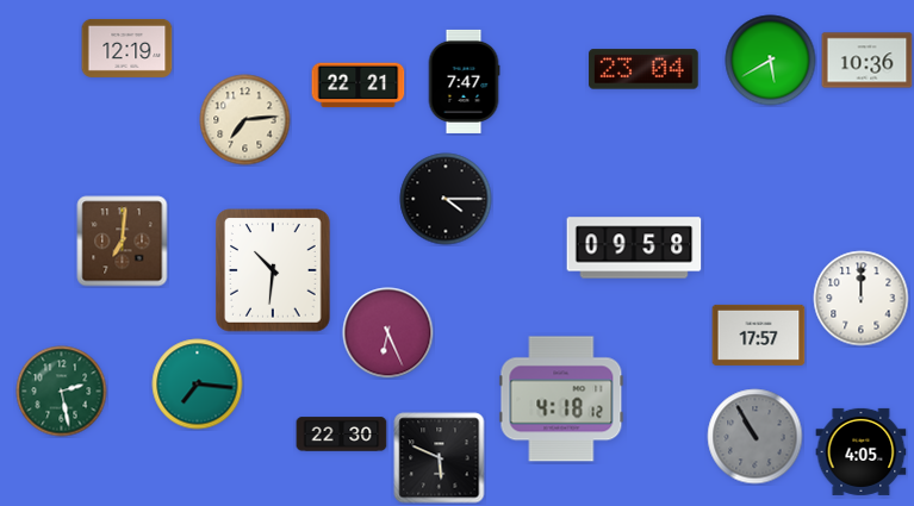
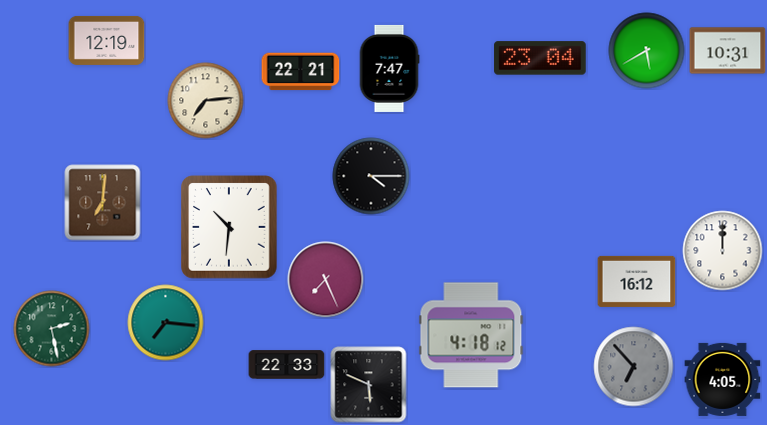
clock at (868, 61): 10:36 -> 10:31
clock at (446, 199) position: (446, 199) -> (371, 176)
clock at (634, 248): 09:58 -> none
clock at (388, 333): 6:26 -> 7:26
clock at (759, 335): 17:57 -> 16:12
clock at (342, 435): 22:30 -> 22:33
clock at (756, 437): 10:55 -> 6:53
